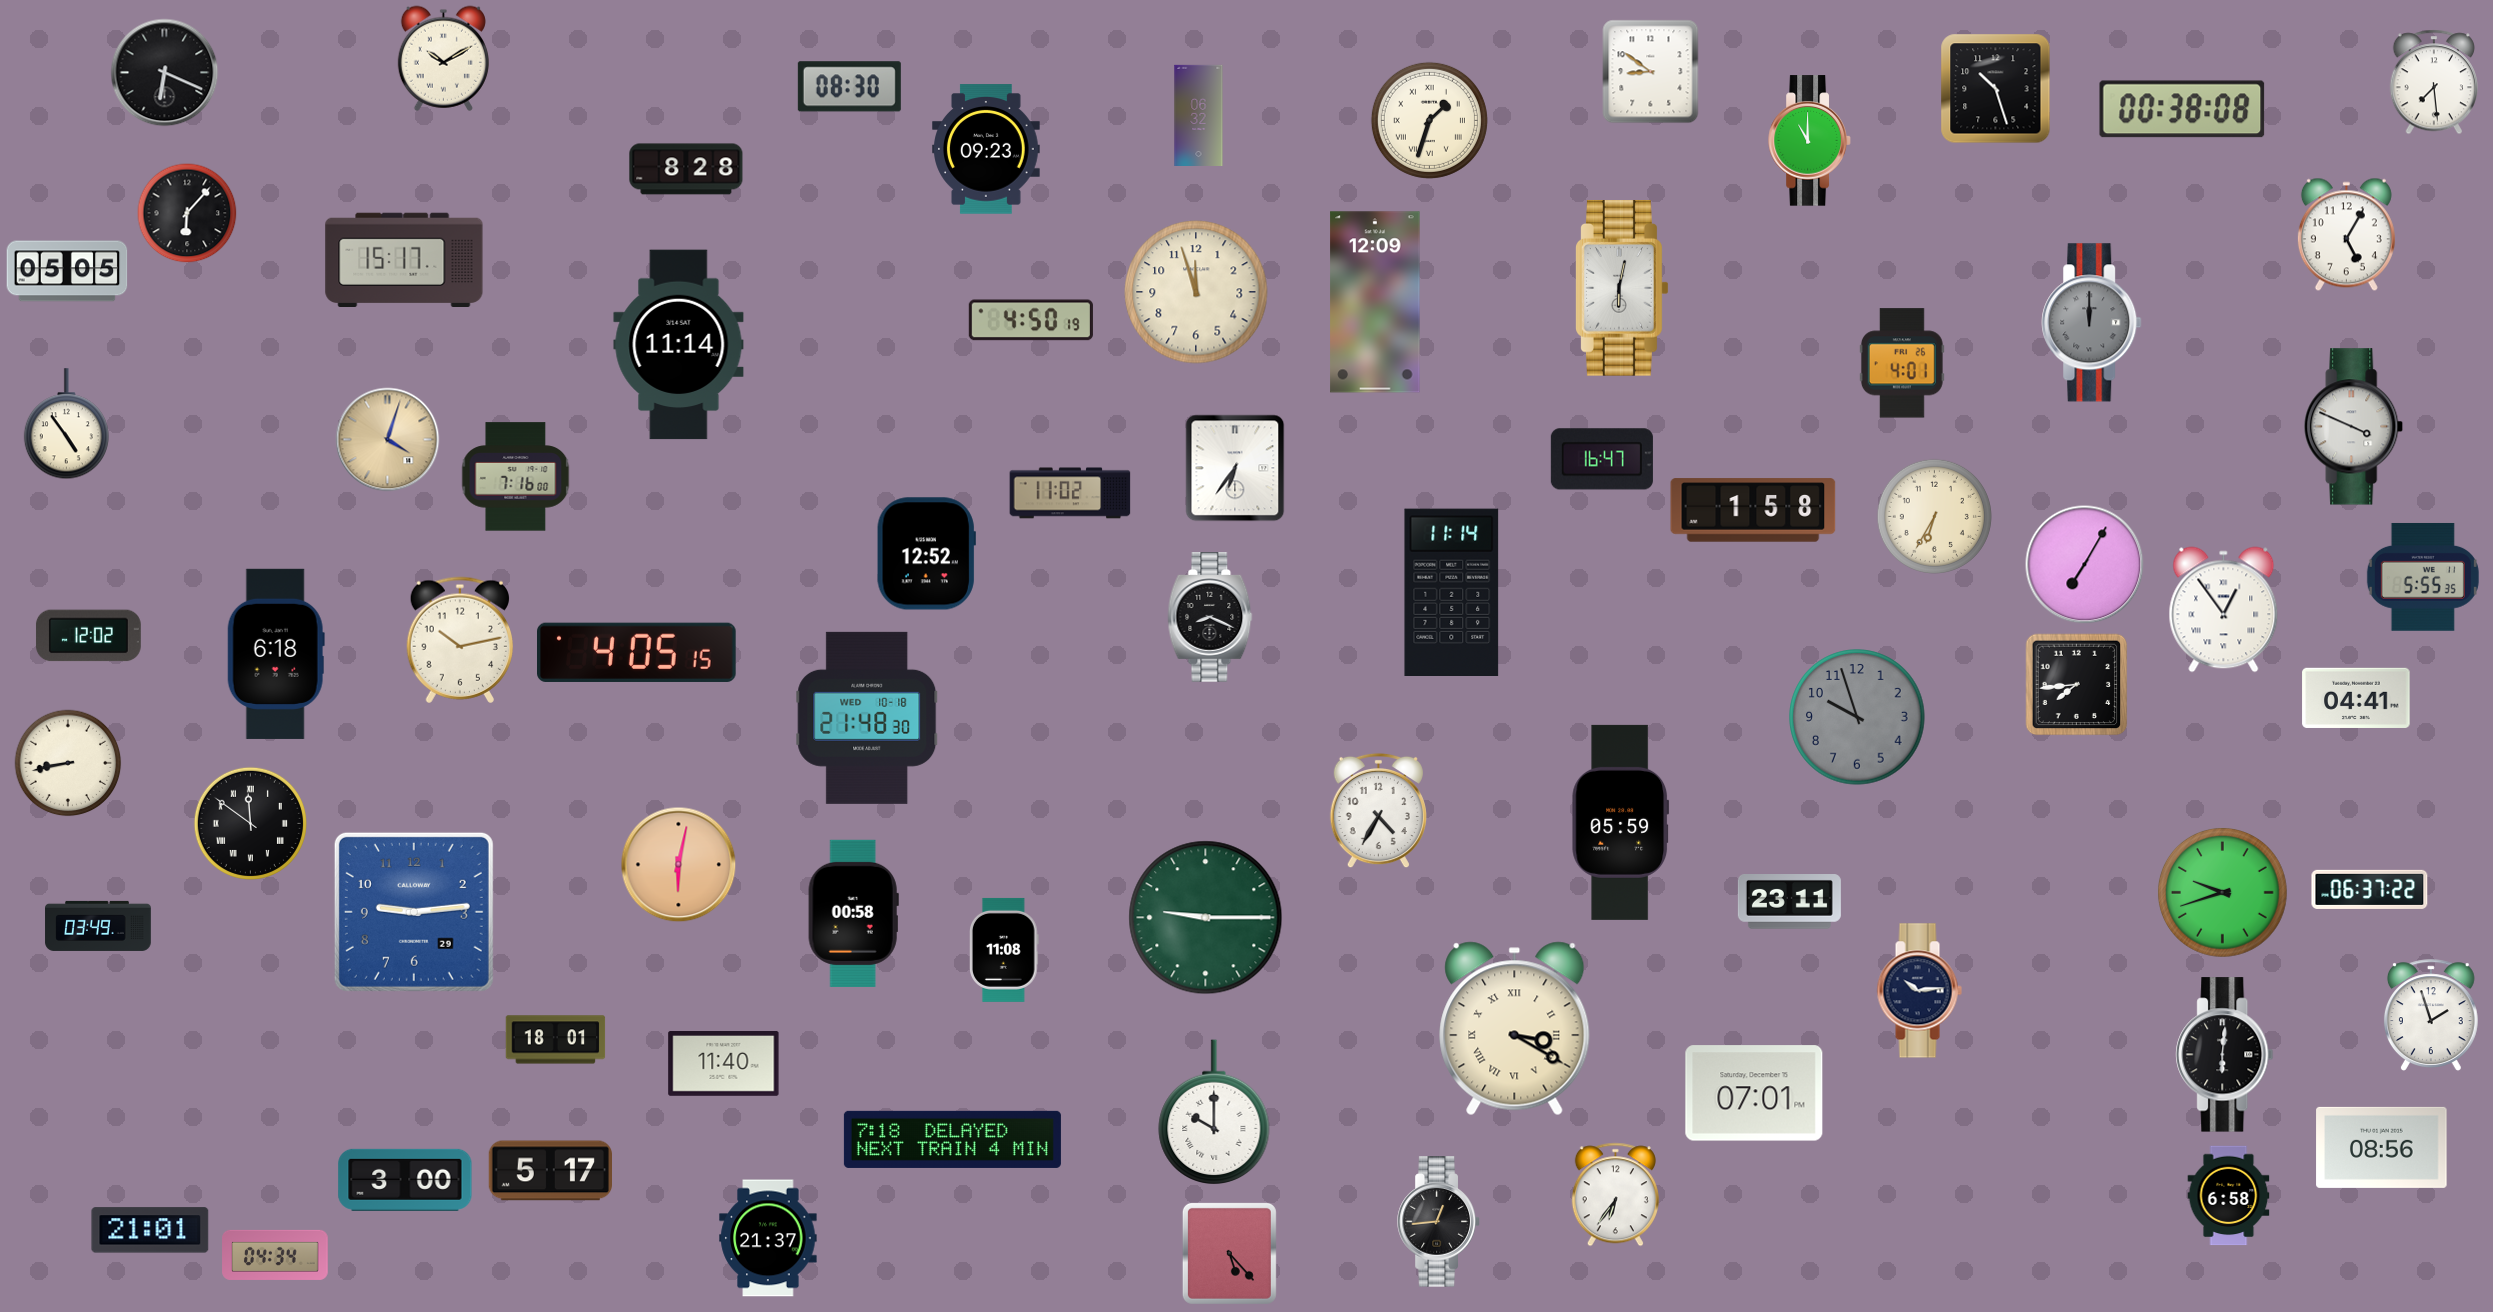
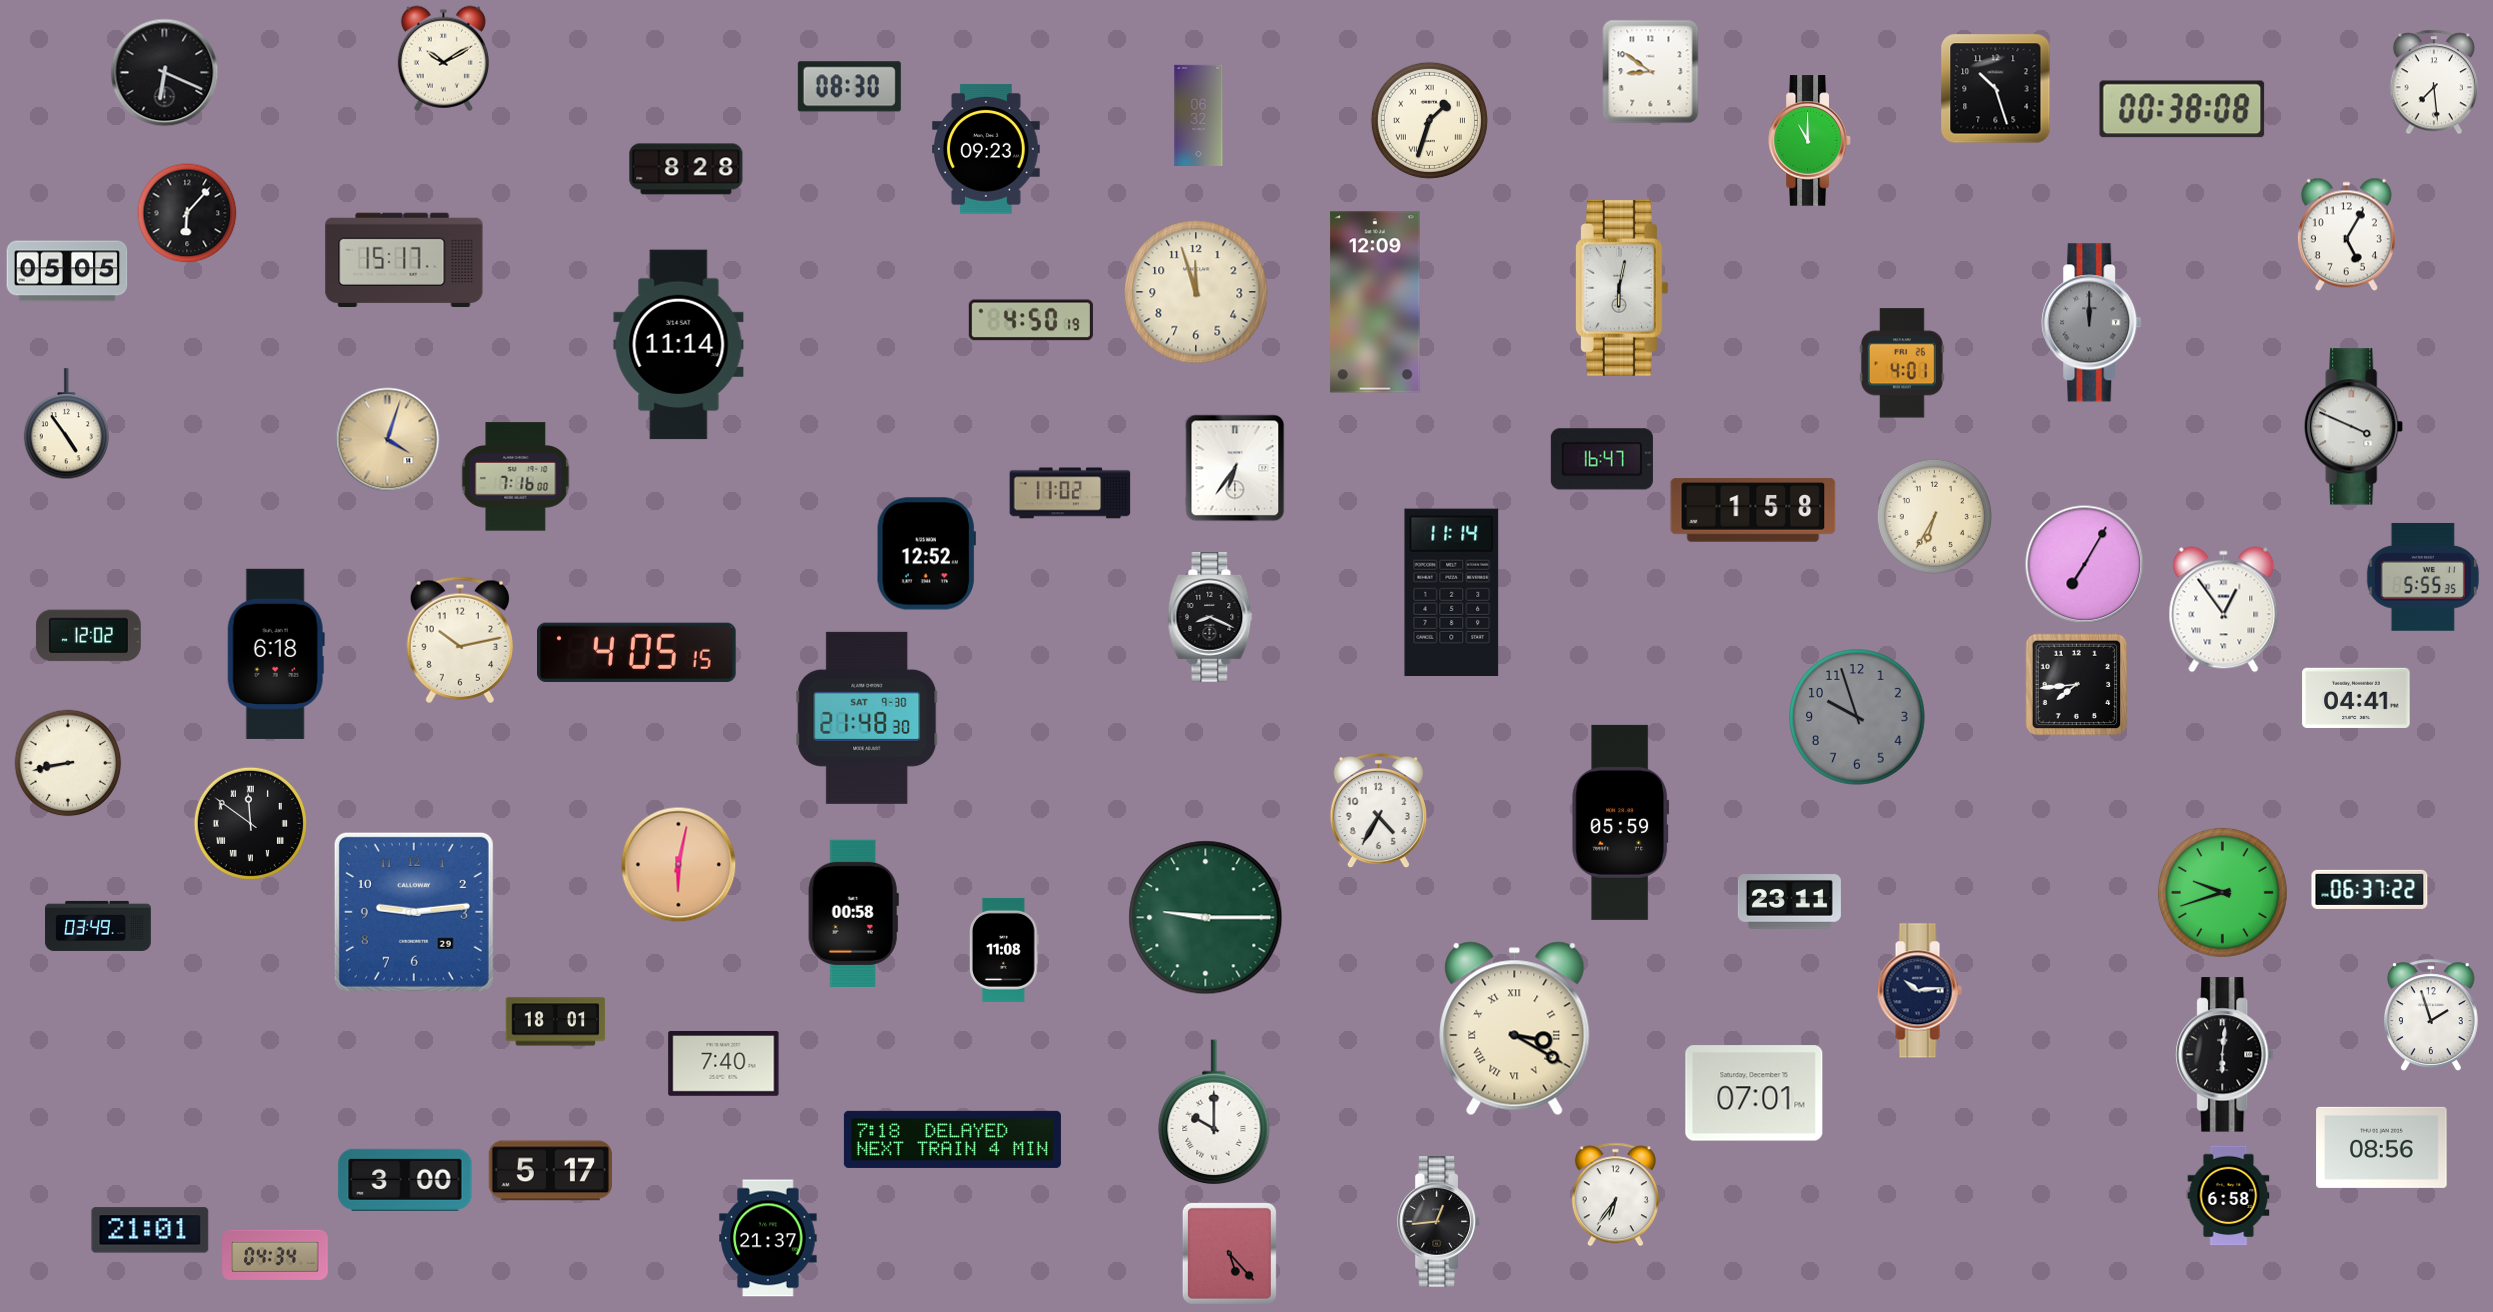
clock at (867, 718) date: WED 10-18 -> SAT 9-30
clock at (556, 1040) position: (556, 1040) -> (556, 1022)
clock at (724, 1063): 11:40 -> 7:40
